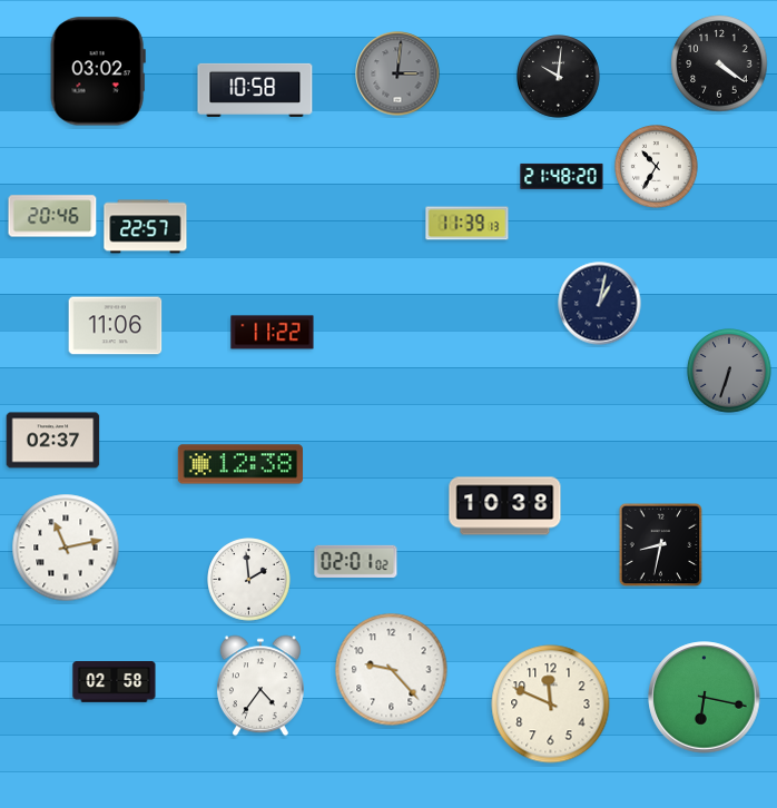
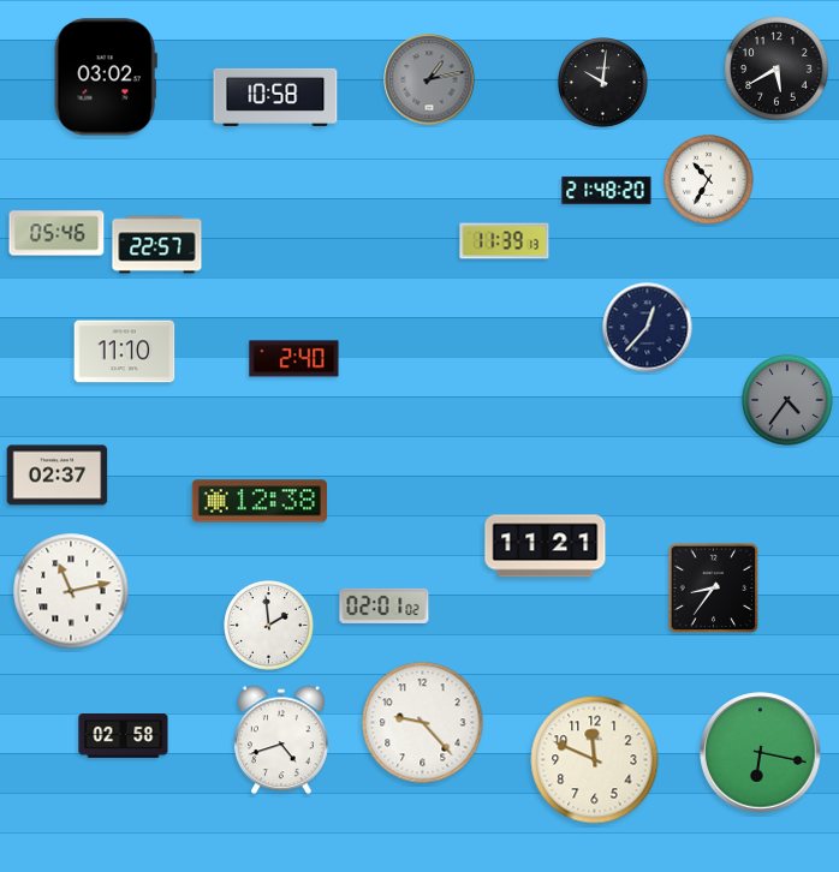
clock at (719, 63): 4:21 -> 5:40
clock at (397, 73): 3:01 -> 1:13
clock at (52, 216): 20:46 -> 05:46
clock at (600, 304): 1:02 -> 12:37
clock at (116, 326): 11:06 -> 11:10
clock at (273, 333): 11:22 -> 2:40
clock at (729, 371): 6:33 -> 4:36
clock at (505, 506): 10:38 -> 11:21
clock at (661, 545): 8:32 -> 8:36
clock at (260, 686): 4:36 -> 4:42
